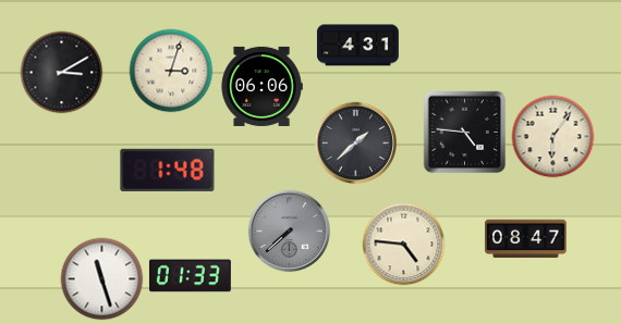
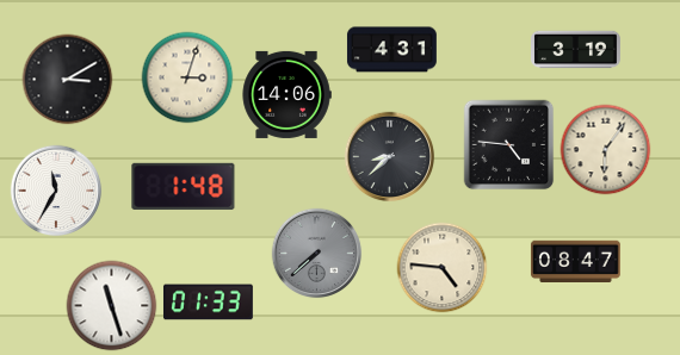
clock at (576, 50): none -> 3:19
clock at (261, 86): 06:06 -> 14:06
clock at (356, 144): 1:38 -> 8:38
clock at (56, 191): none -> 11:35
